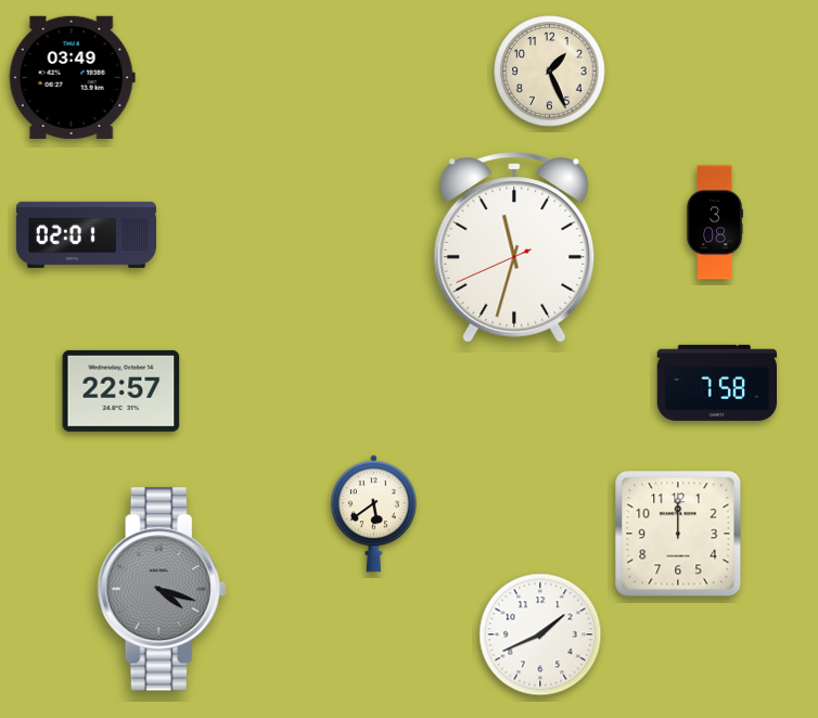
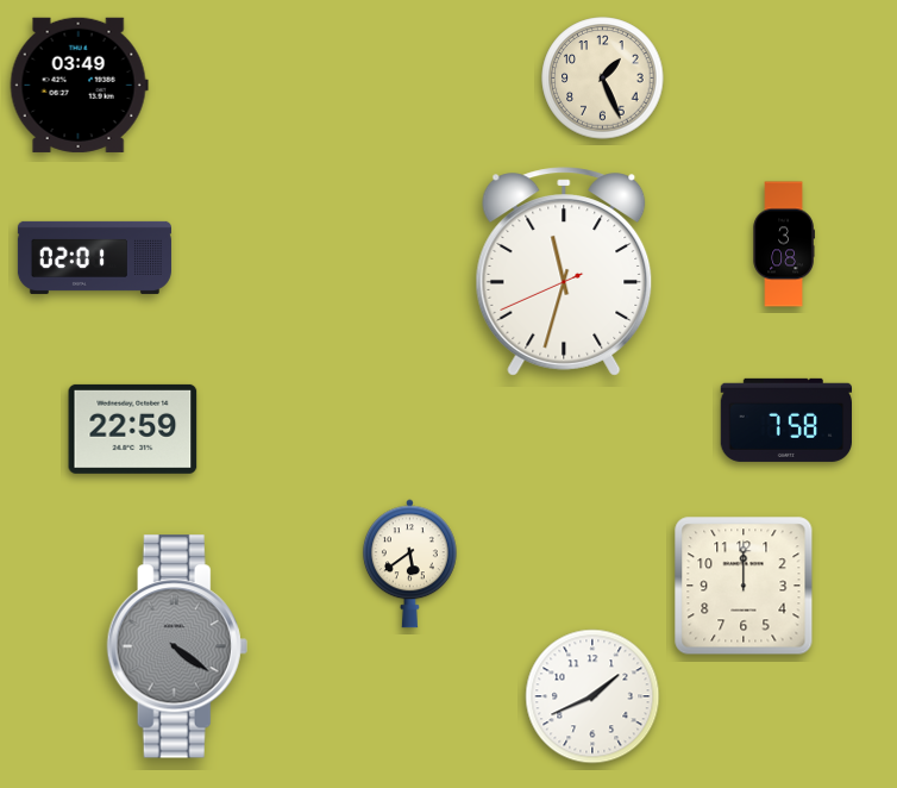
clock at (122, 390): 22:57 -> 22:59
clock at (162, 589): 4:18 -> 4:21
